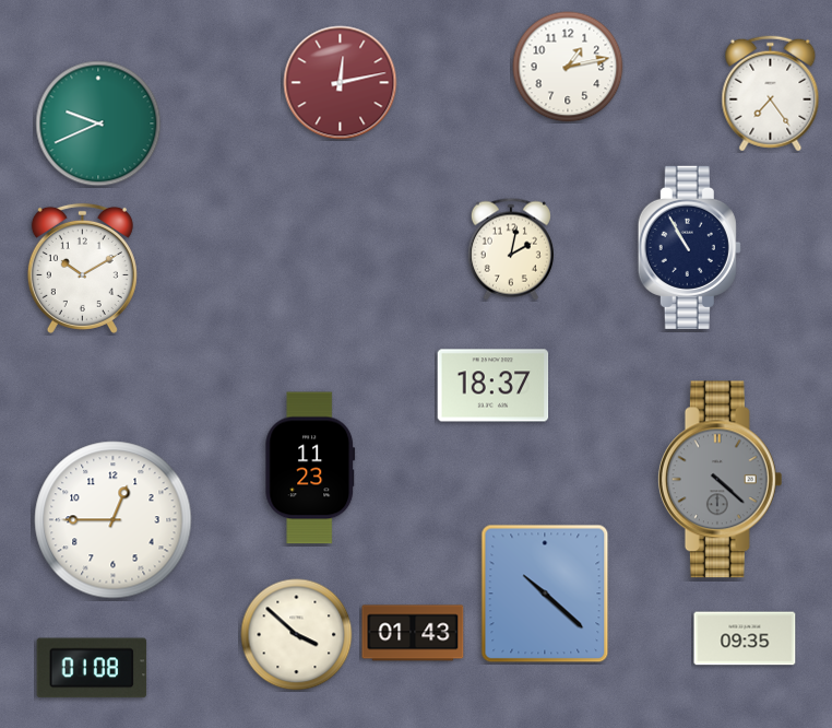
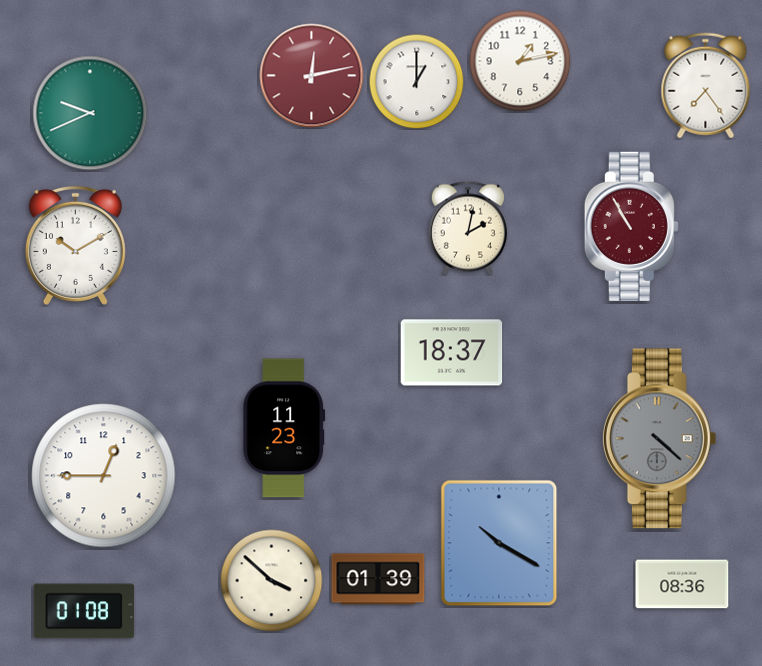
clock at (416, 81): none -> 1:00
clock at (689, 247) dial: navy -> burgundy
clock at (545, 594): 10:22 -> 10:20
clock at (413, 633): 01:43 -> 01:39
clock at (745, 638): 09:35 -> 08:36
